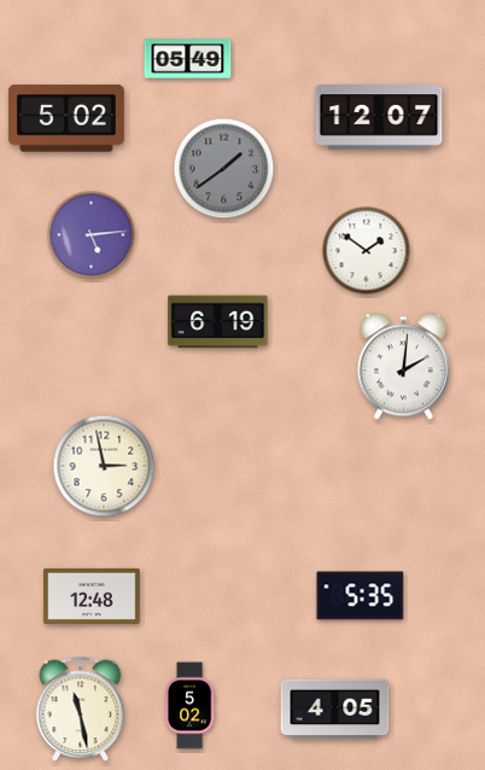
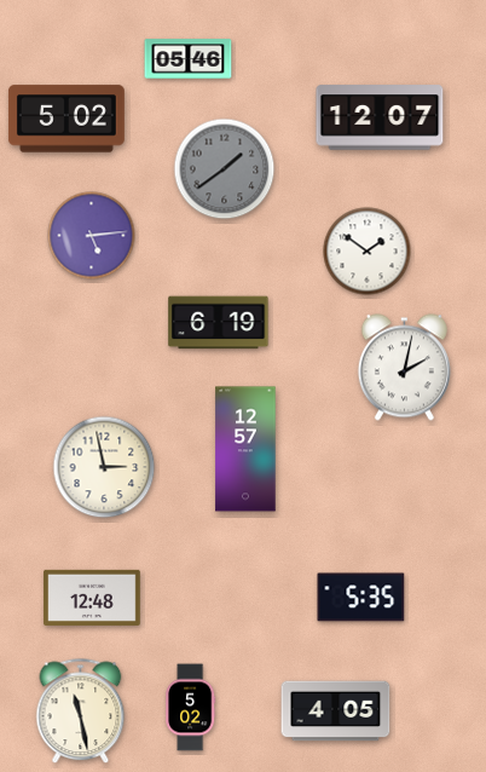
clock at (188, 59): 05:49 -> 05:46
clock at (403, 367): 2:01 -> 2:02
clock at (245, 449): none -> 12:57
